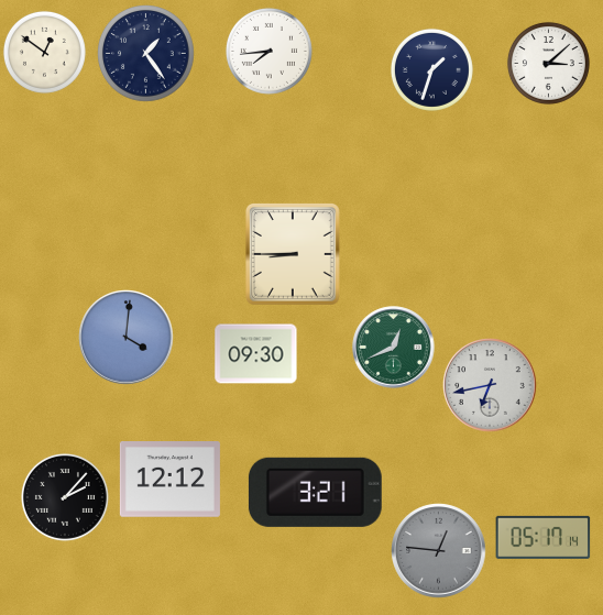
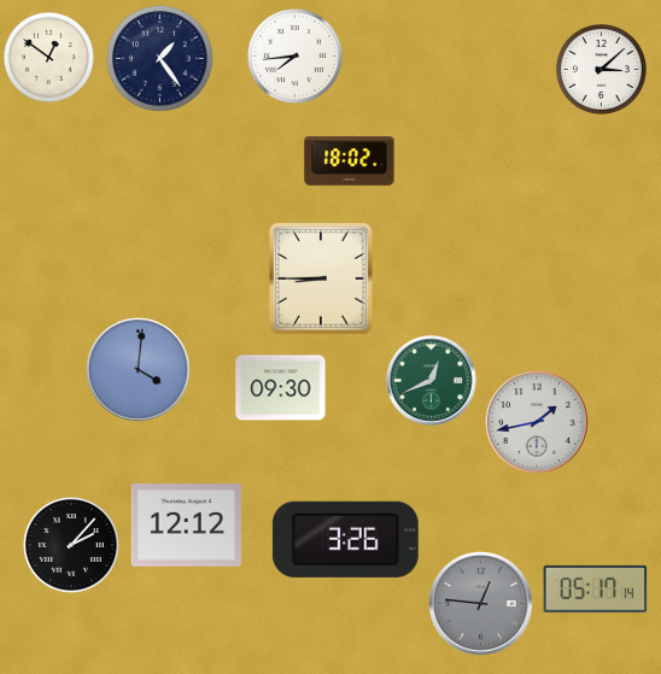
clock at (431, 69): 1:33 -> none
clock at (350, 162): none -> 18:02
clock at (490, 385): 6:43 -> 1:43
clock at (315, 492): 3:21 -> 3:26
